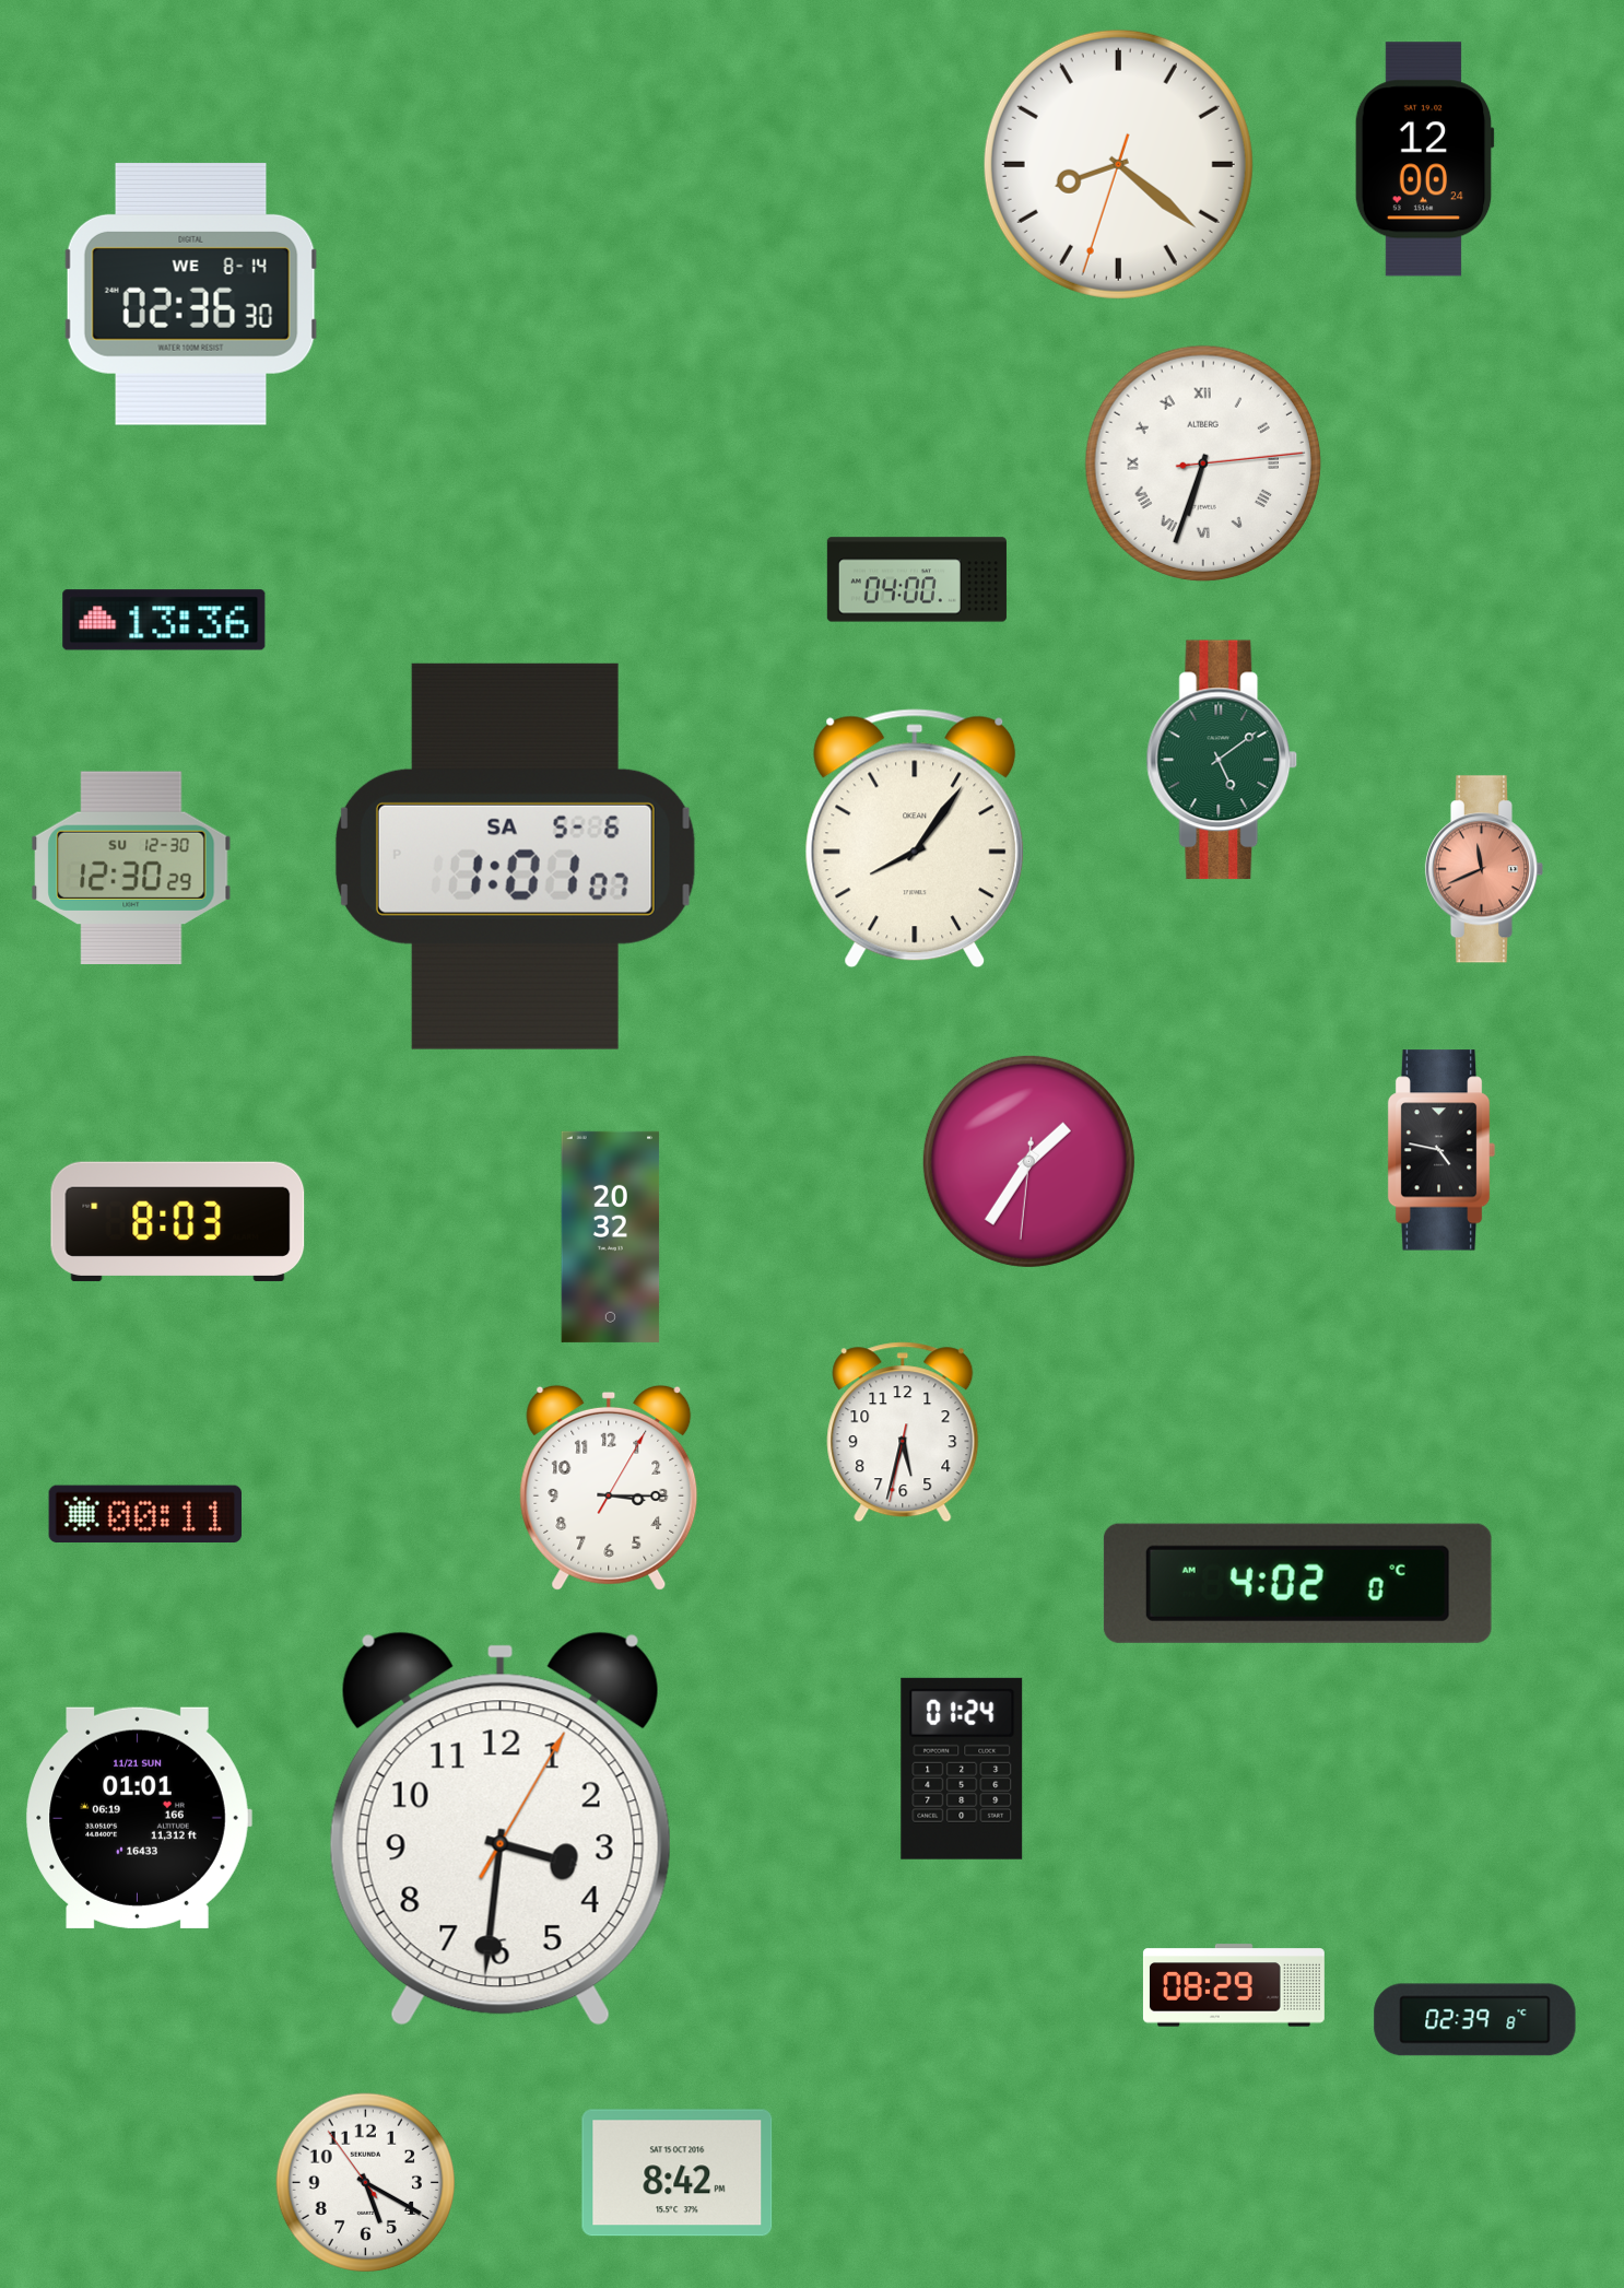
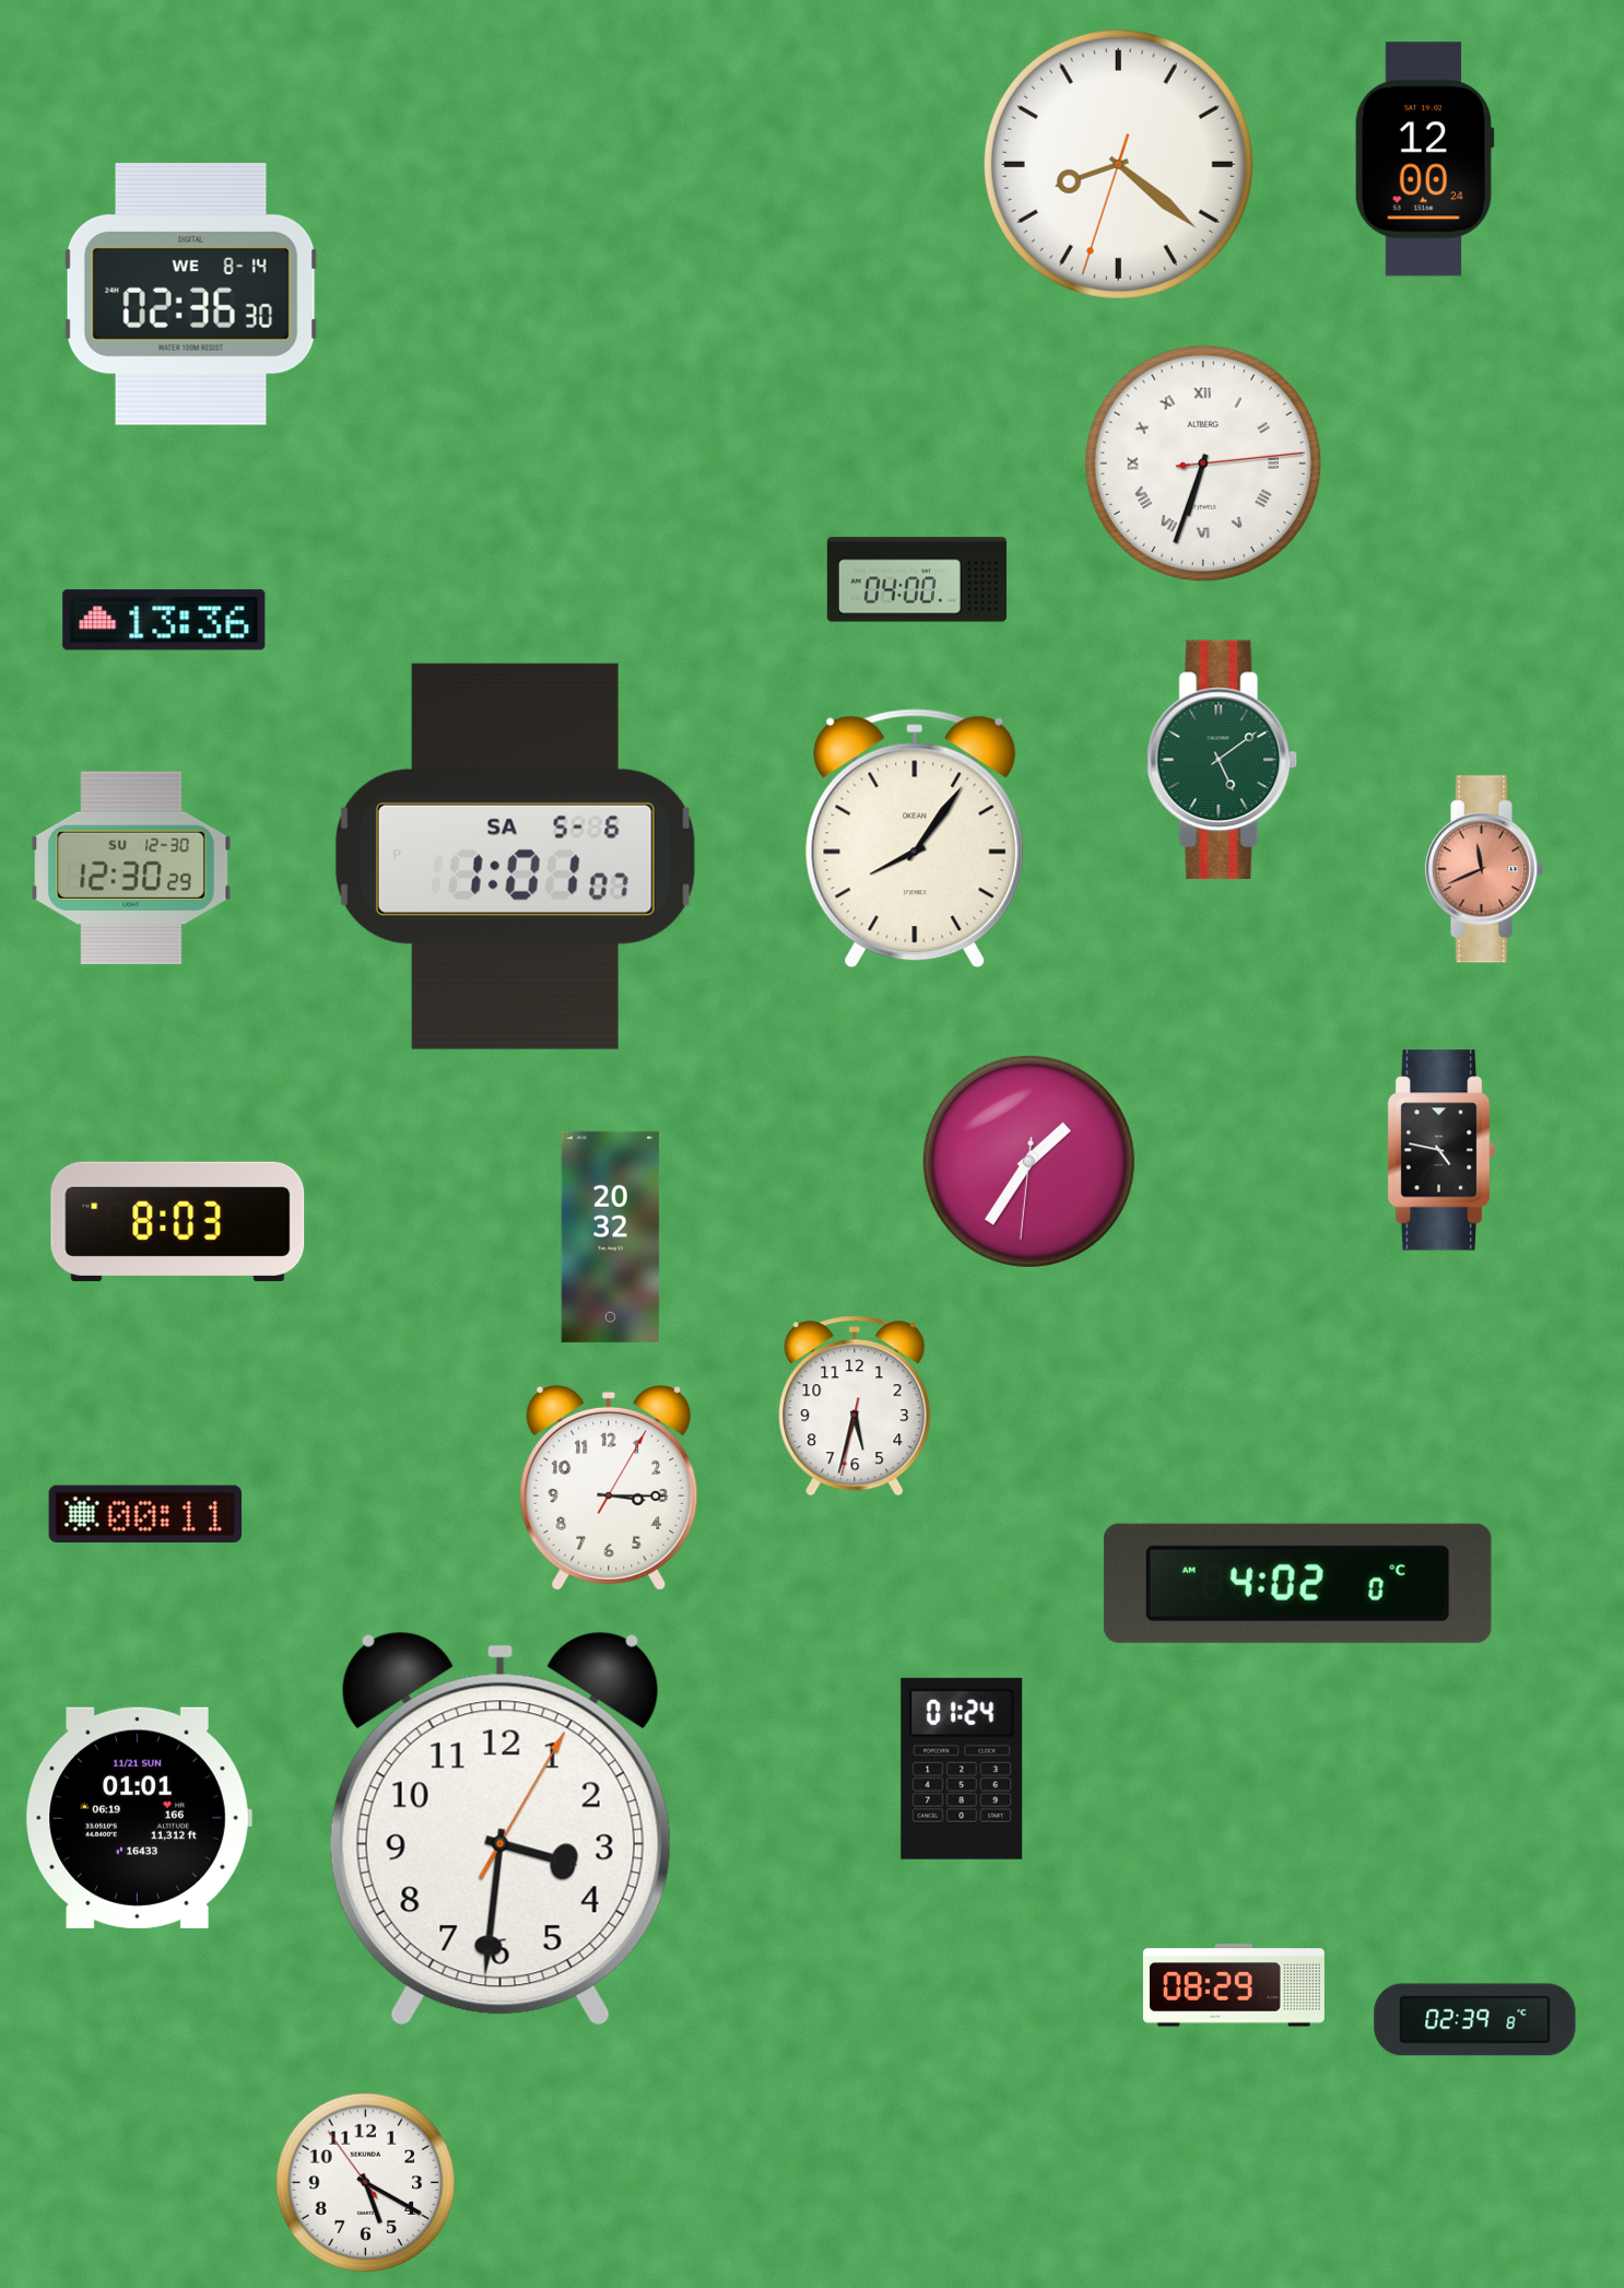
clock at (903, 1432) position: (903, 1432) -> (855, 1406)
clock at (678, 2173): 8:42 -> none
